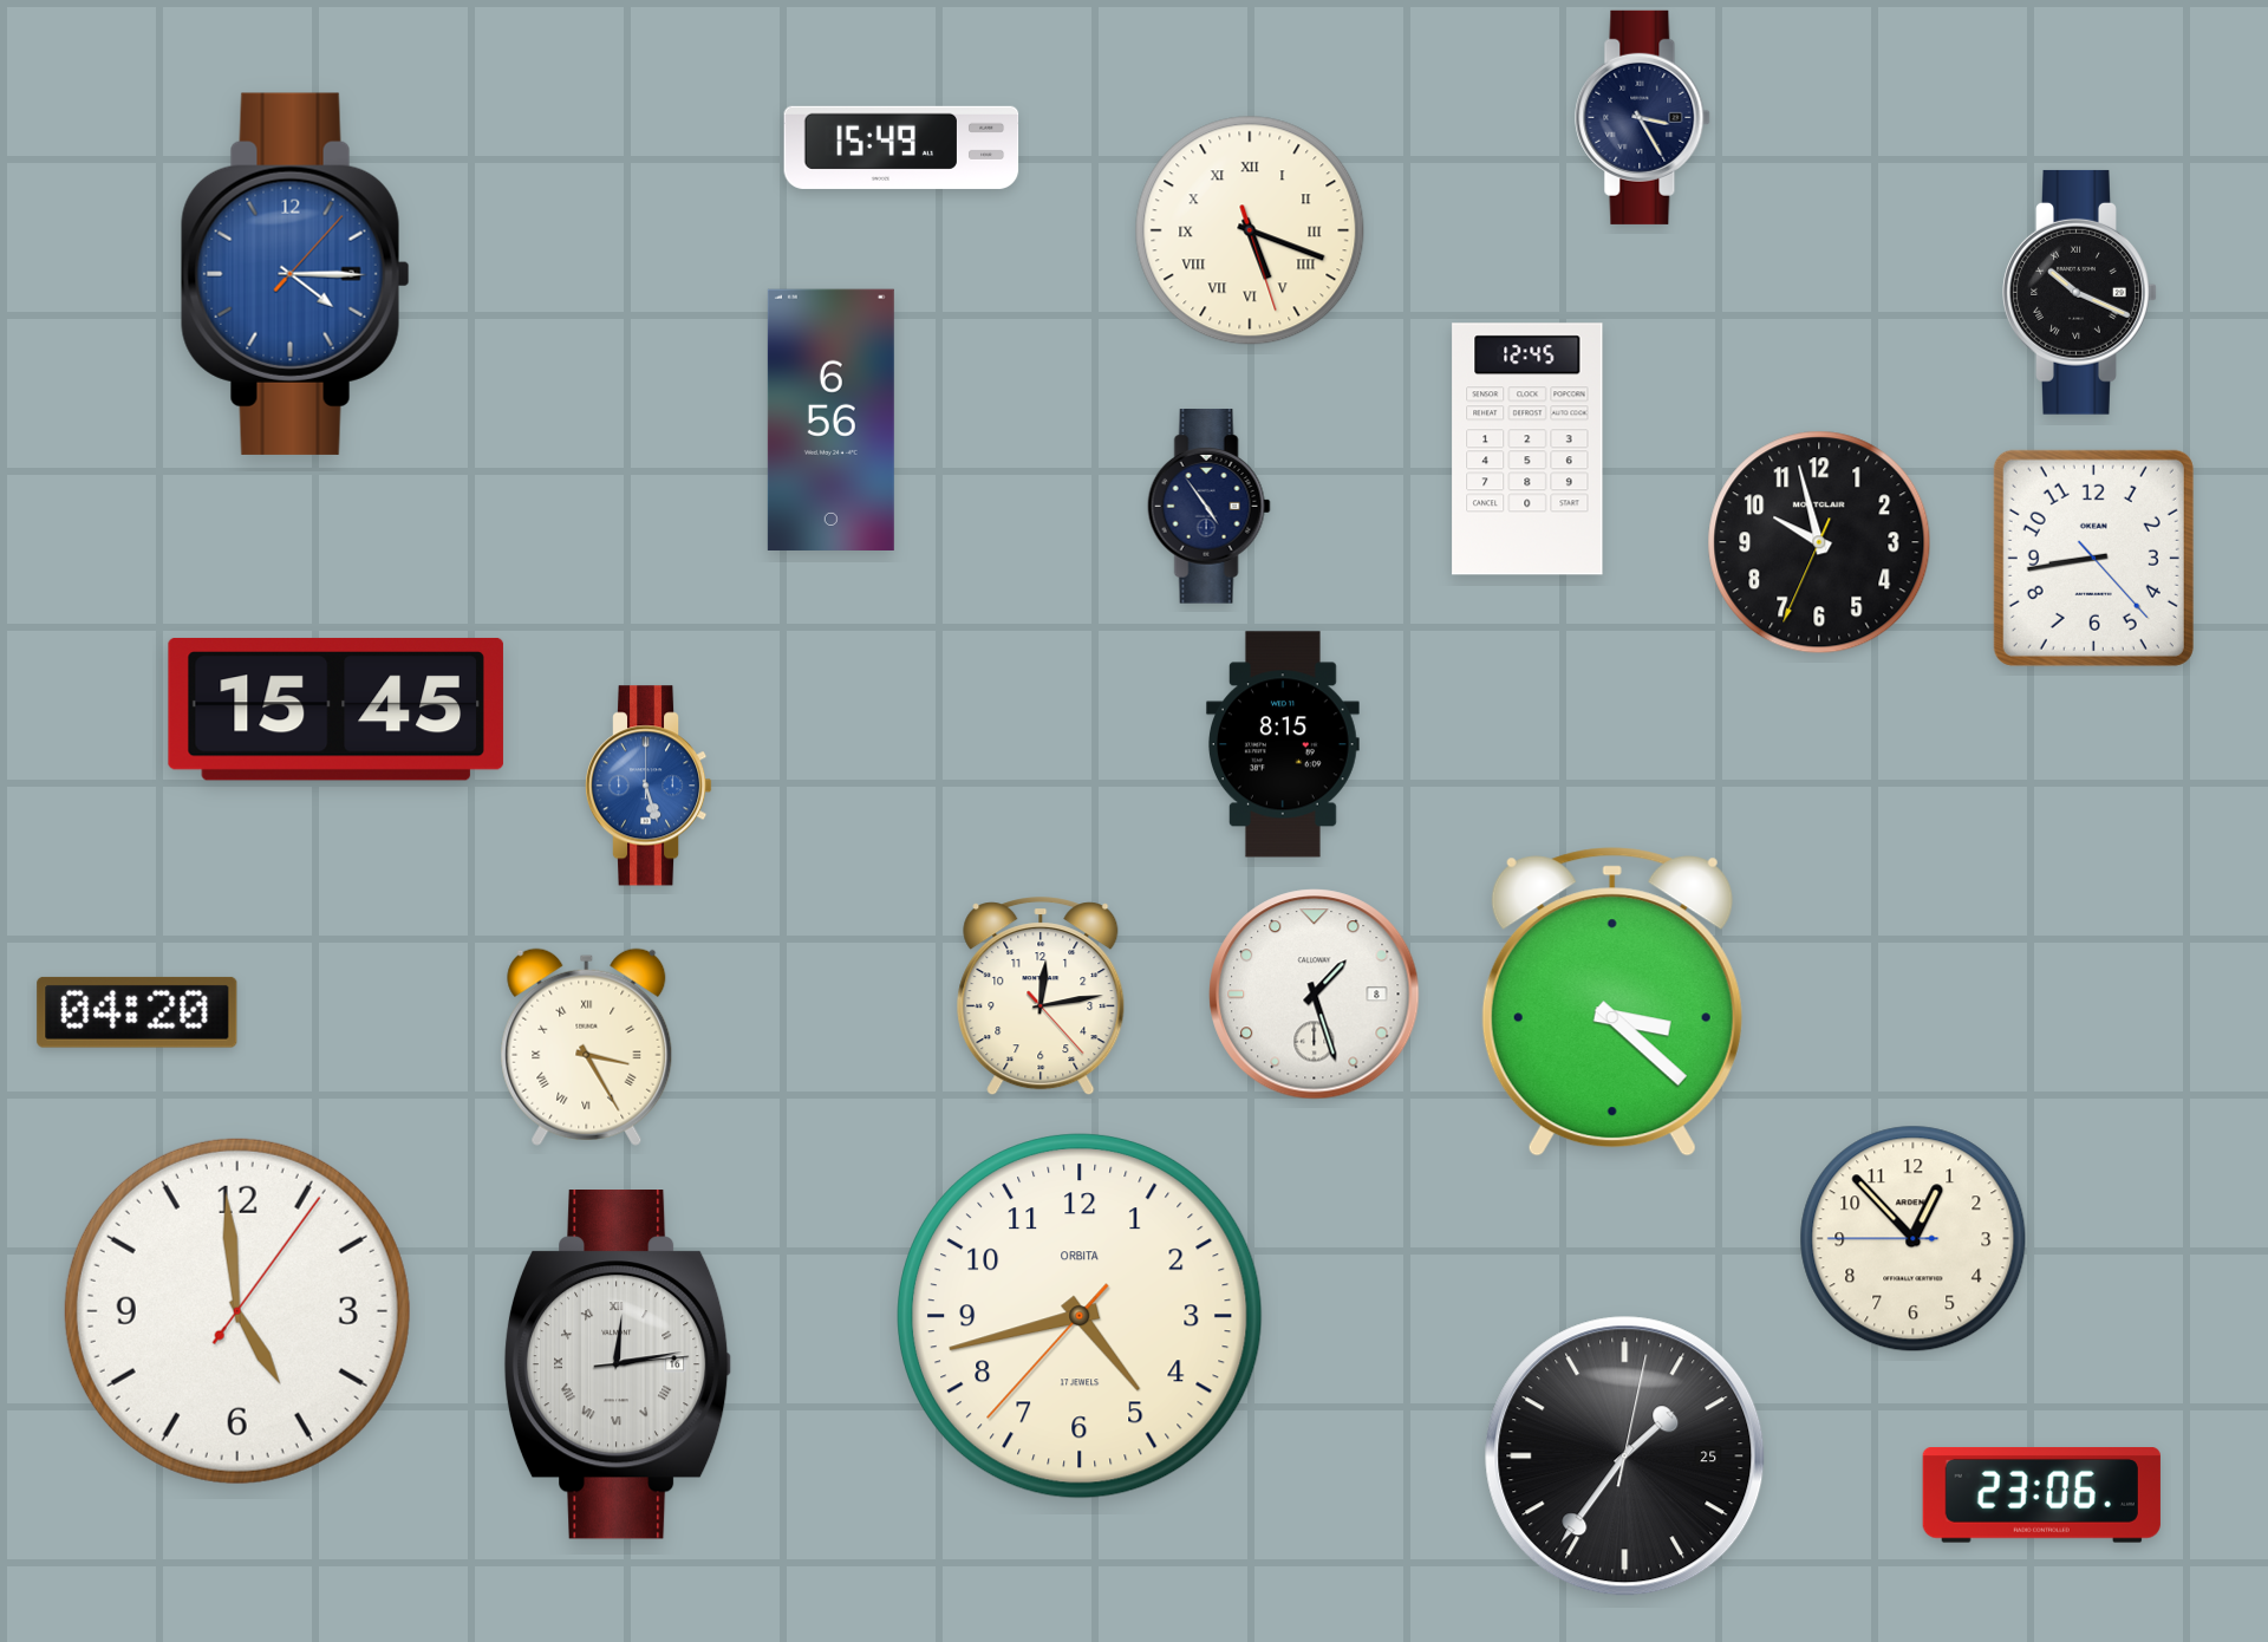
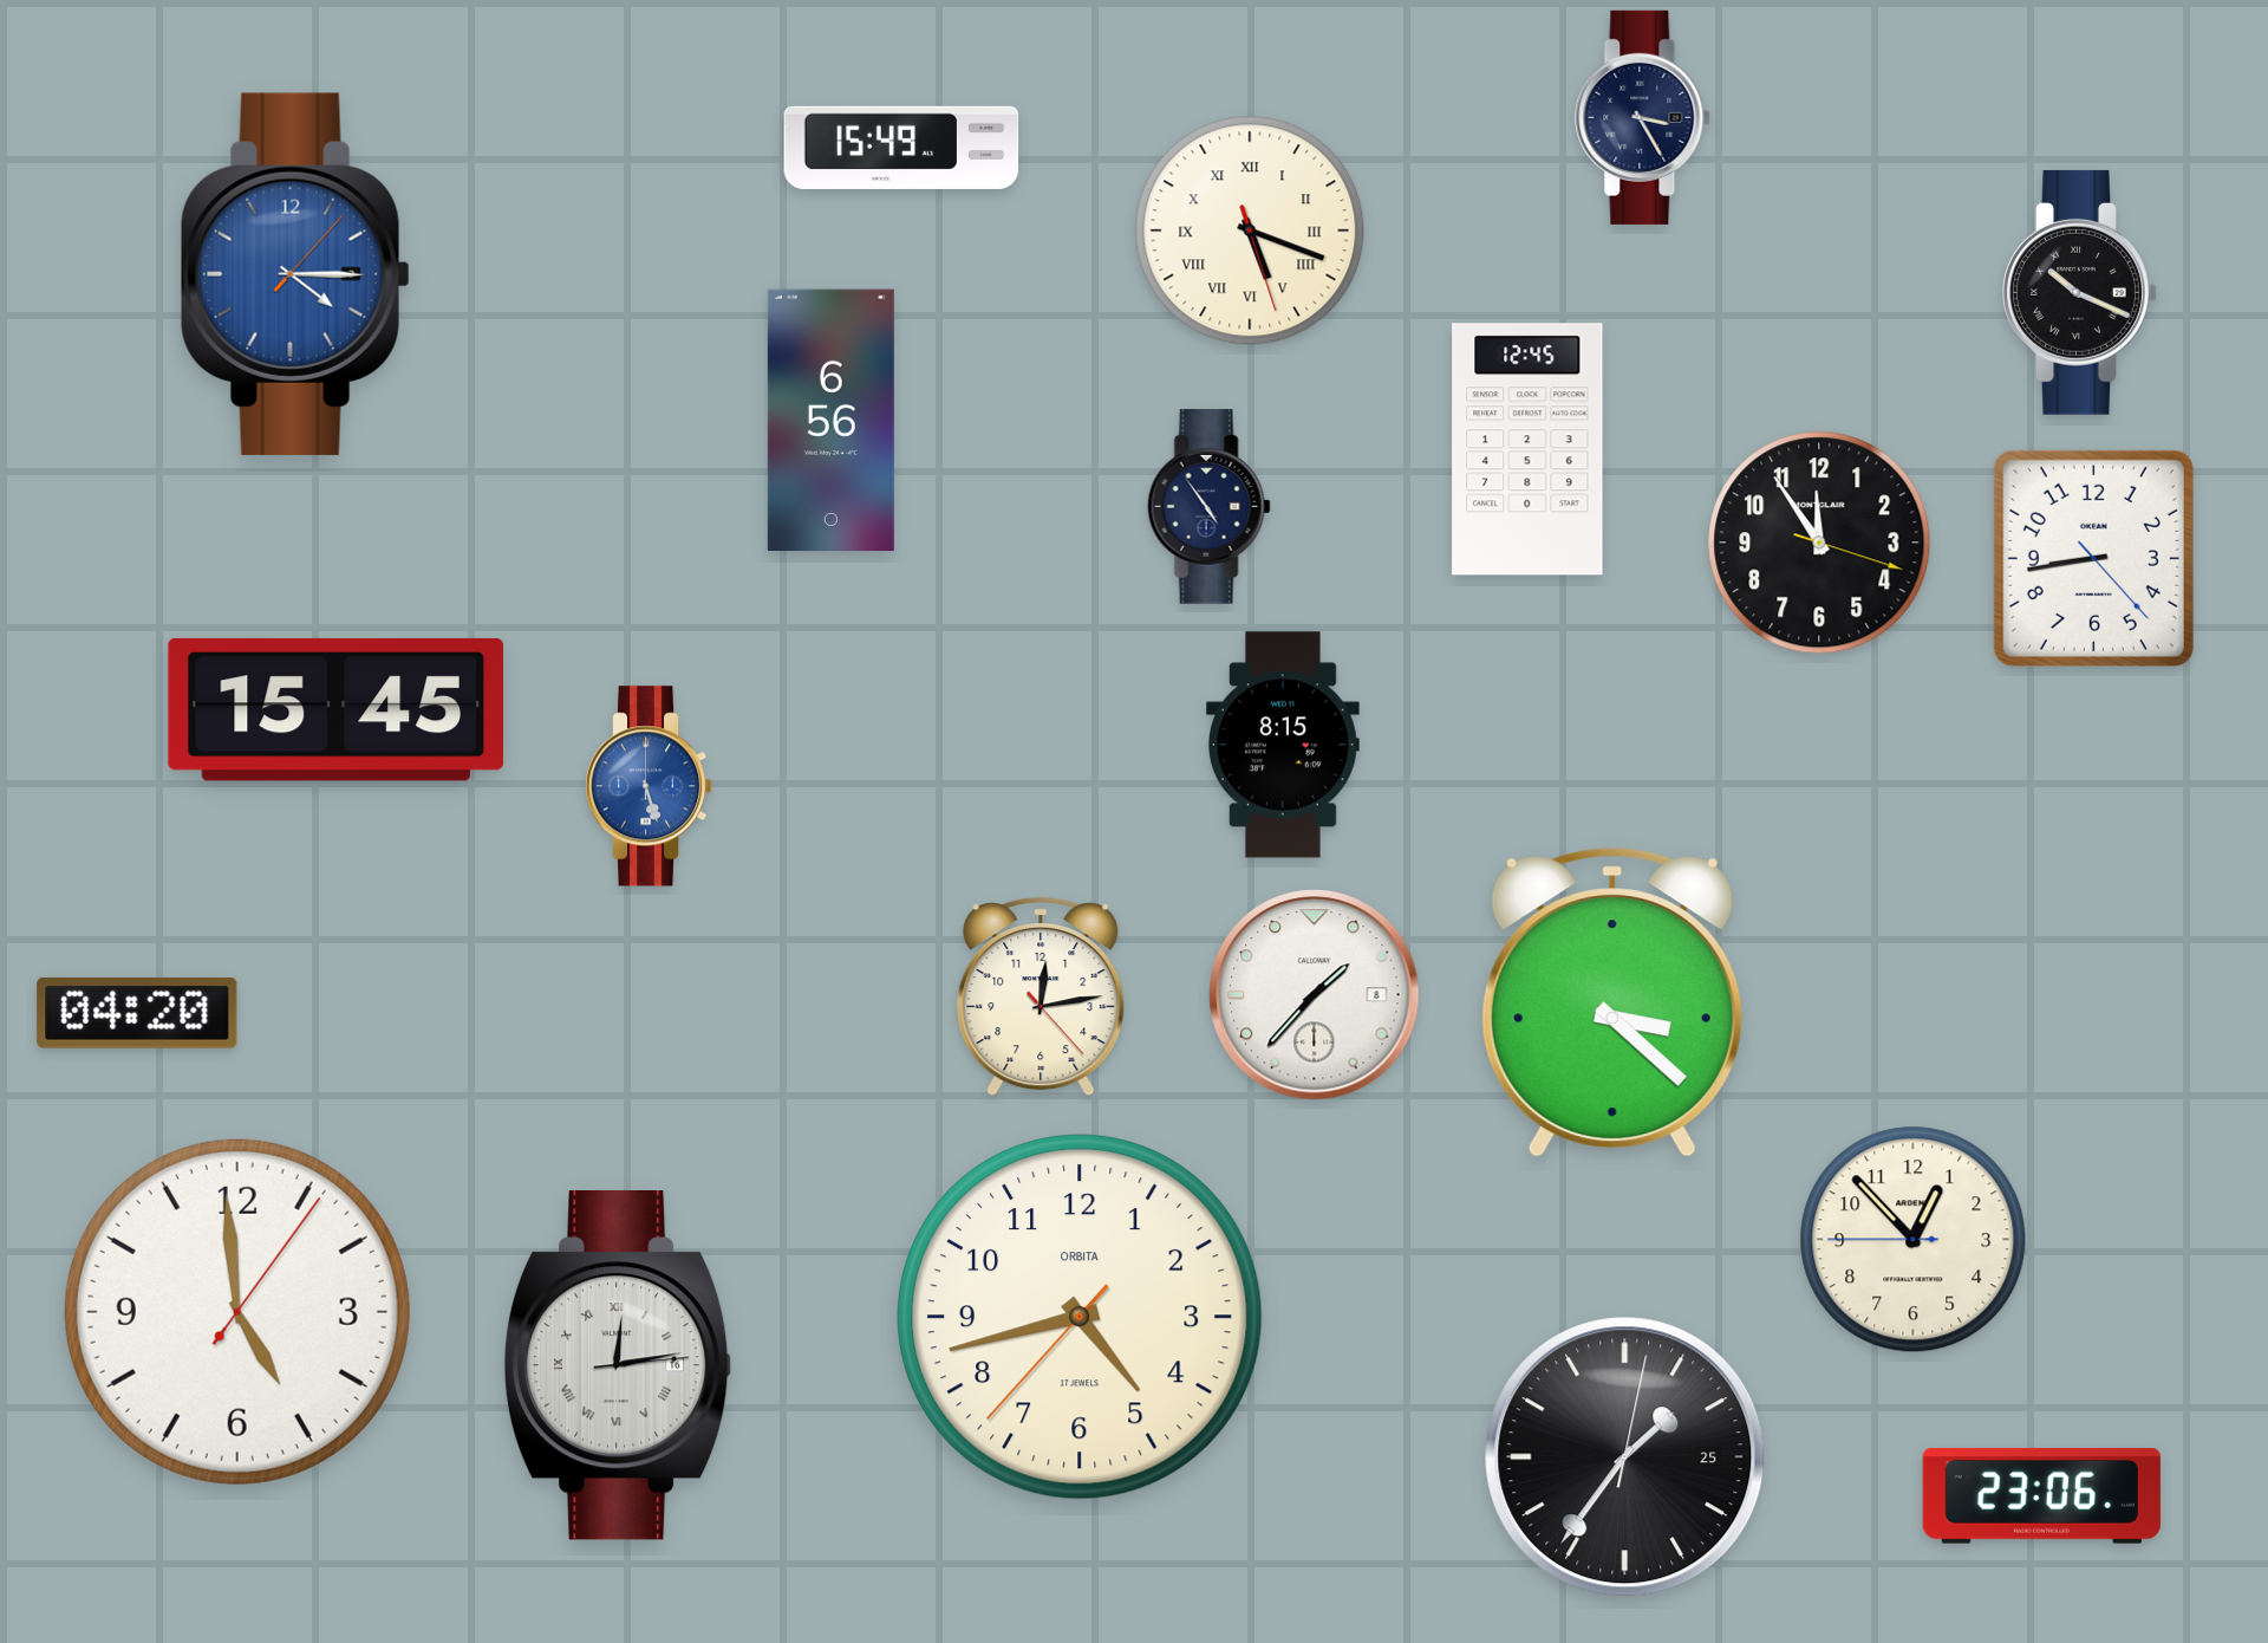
clock at (1819, 542): 9:57 -> 11:54
clock at (1315, 995): 1:27 -> 1:37
clock at (587, 1047): 3:25 -> none
